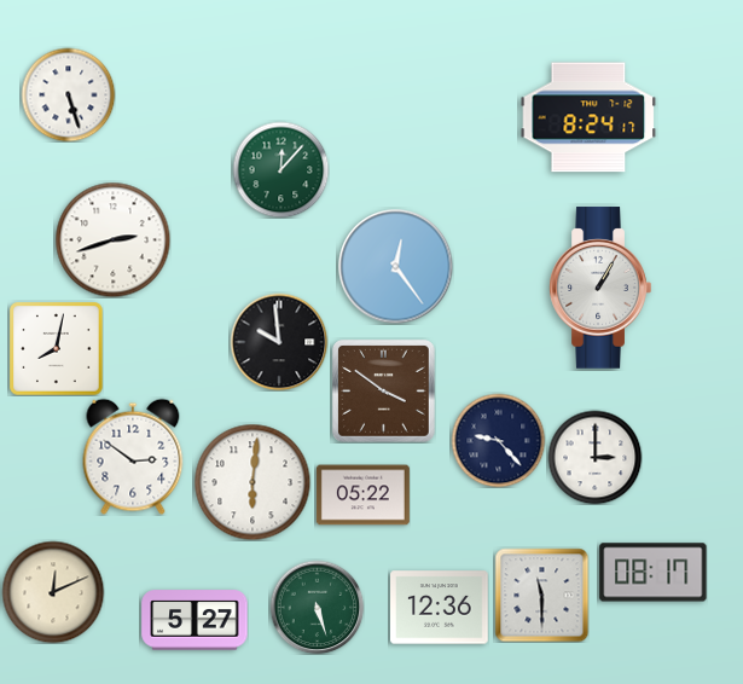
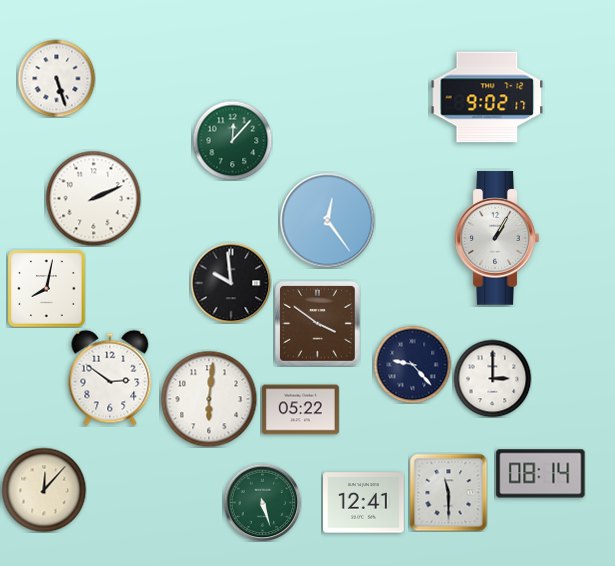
clock at (588, 117): 8:24 -> 9:02
clock at (112, 239): 2:42 -> 2:11
clock at (654, 573): 08:17 -> 08:14
clock at (53, 592): 12:11 -> 12:07
clock at (440, 608): 12:36 -> 12:41
clock at (195, 620): 5:27 -> none
